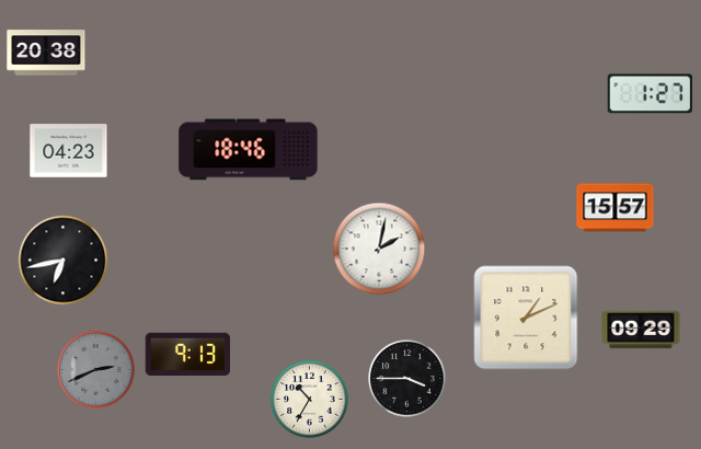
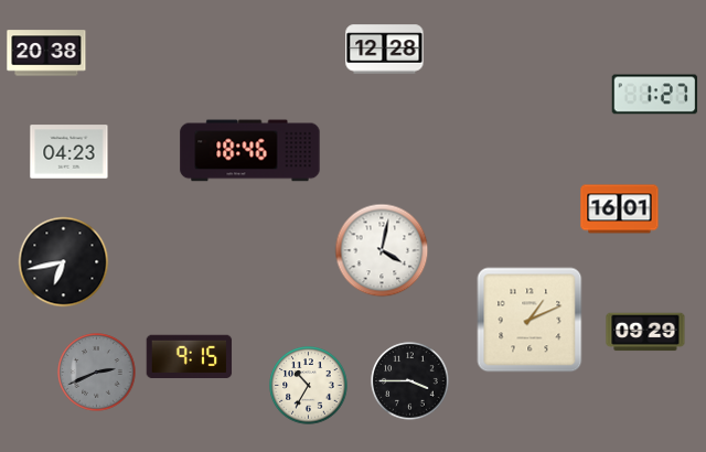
clock at (385, 50): none -> 12:28
clock at (616, 208): 15:57 -> 16:01
clock at (379, 249): 2:02 -> 4:02
clock at (188, 355): 9:13 -> 9:15
clock at (310, 400) position: (310, 400) -> (309, 386)
